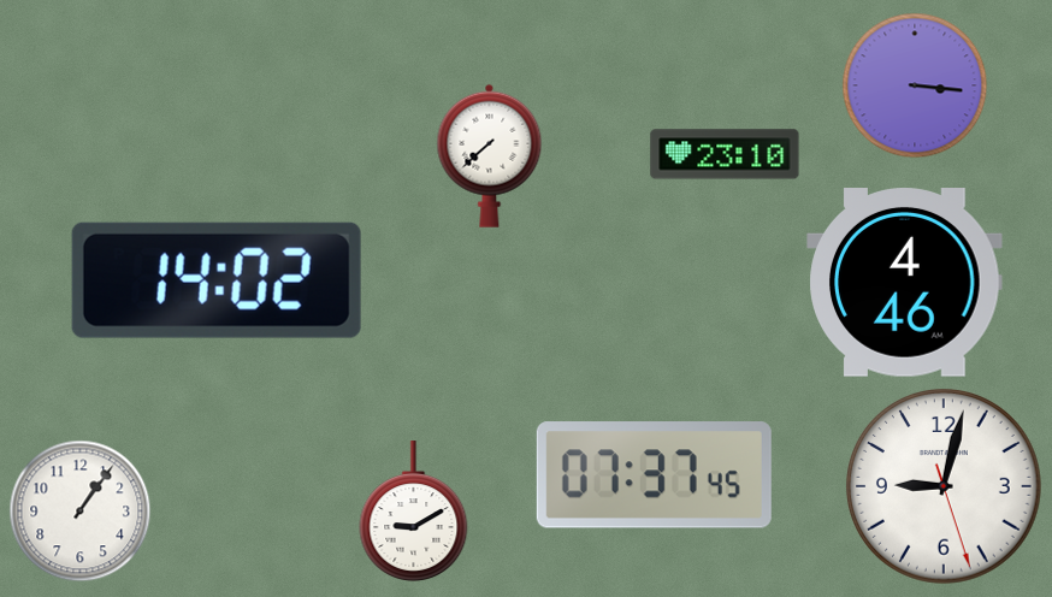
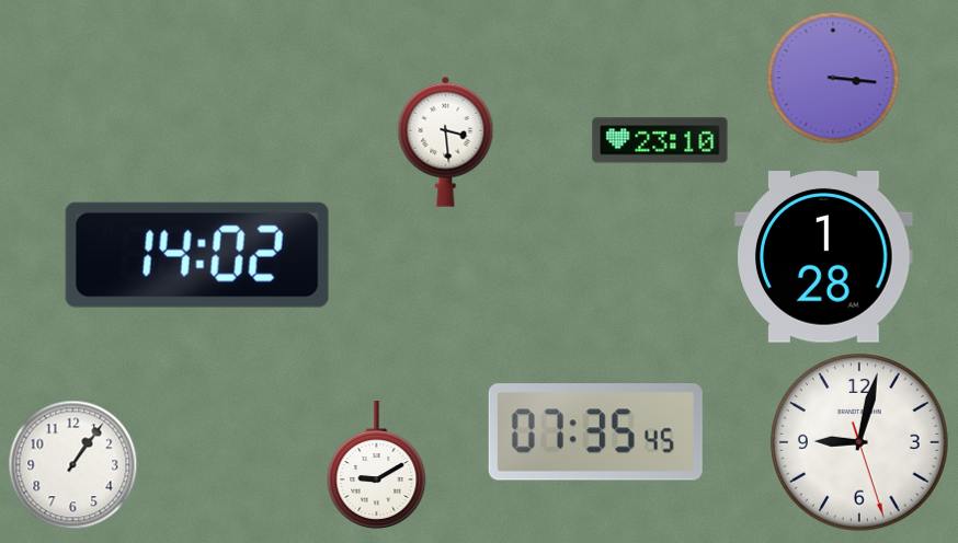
clock at (490, 155): 7:38 -> 3:29
clock at (905, 283): 4:46 -> 1:28
clock at (654, 475): 07:37 -> 07:35
